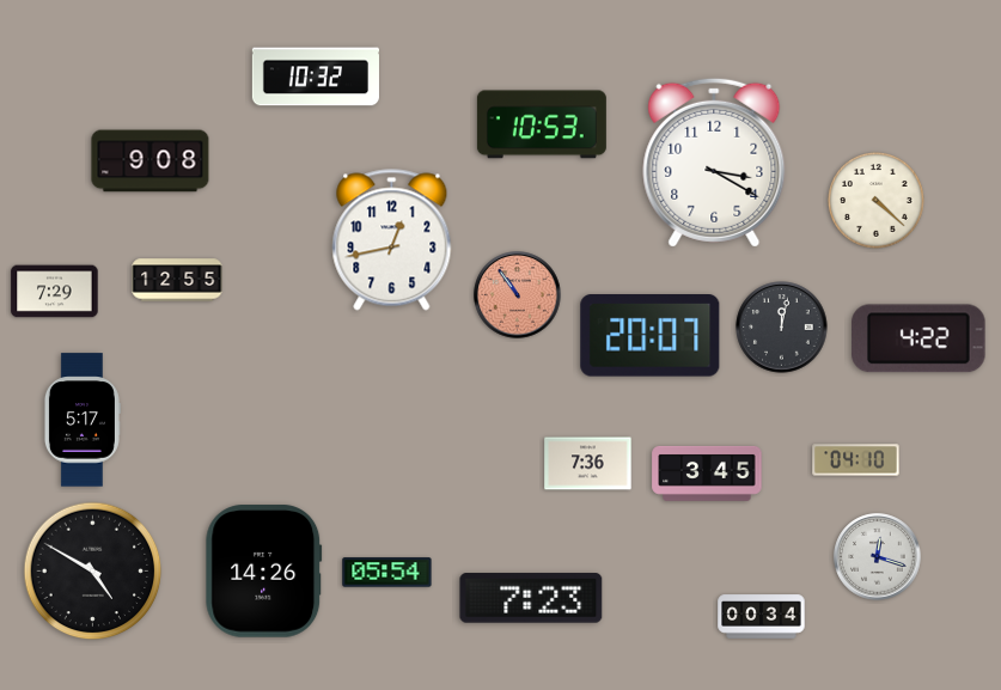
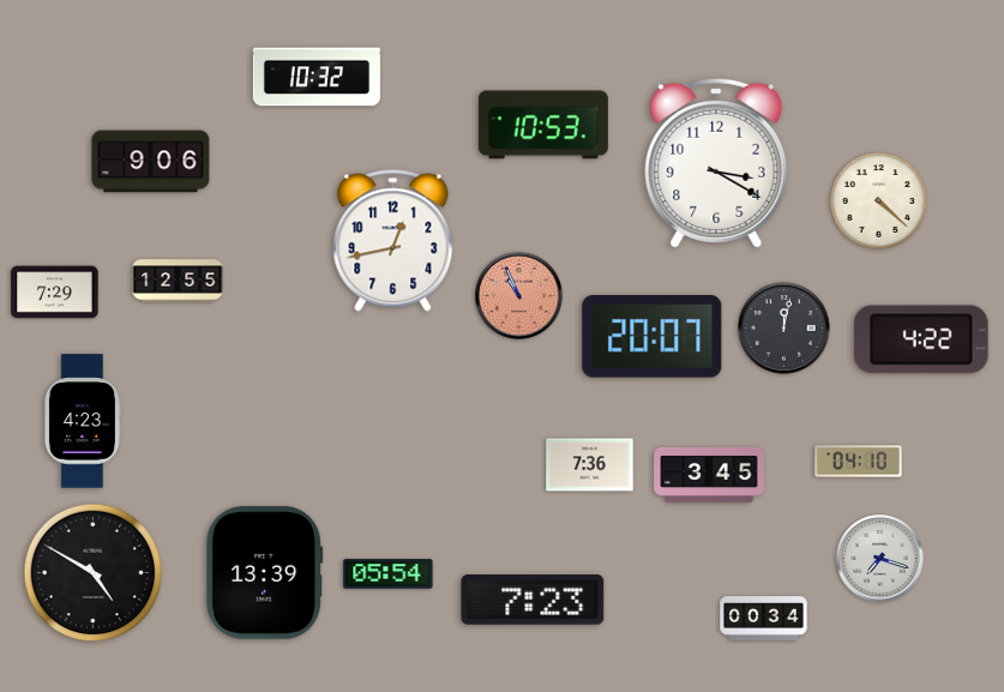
clock at (151, 161): 9:08 -> 9:06
clock at (518, 295): 10:54 -> 10:56
clock at (81, 420): 5:17 -> 4:23
clock at (878, 557): 12:18 -> 7:18
clock at (264, 572): 14:26 -> 13:39
